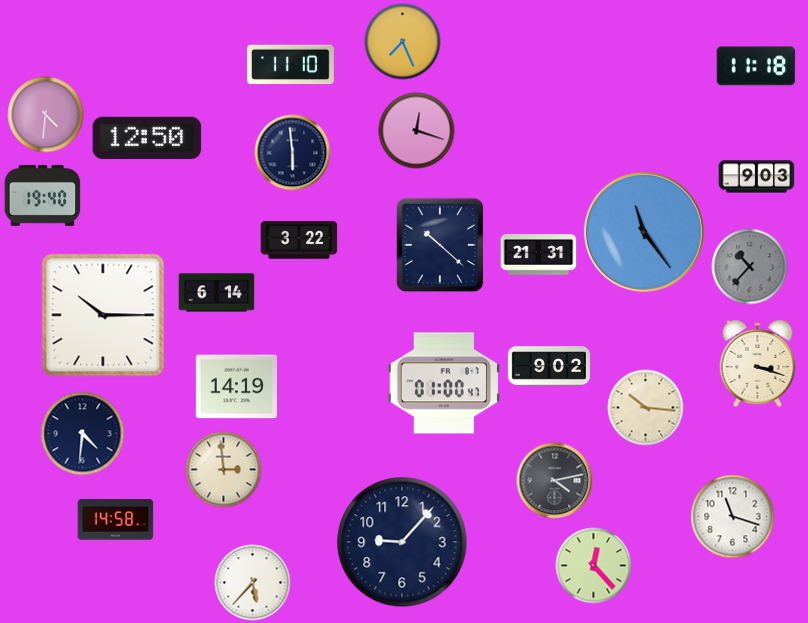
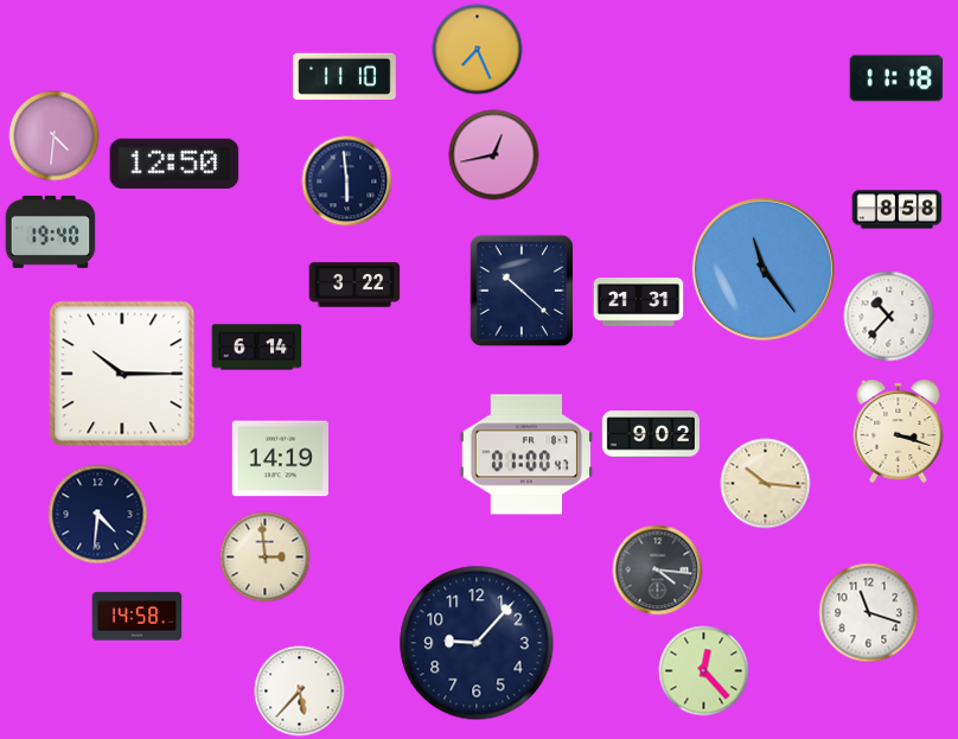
clock at (417, 131): 12:18 -> 12:43
clock at (757, 177): 9:03 -> 8:58
clock at (644, 232) position: (644, 232) -> (764, 269)
clock at (750, 267) dial: grey -> white
clock at (555, 481): 4:13 -> 4:16
